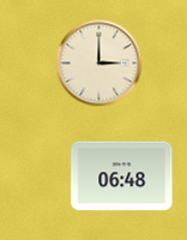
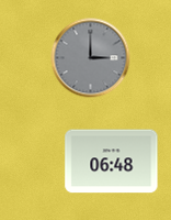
clock at (99, 64) dial: cream -> grey
